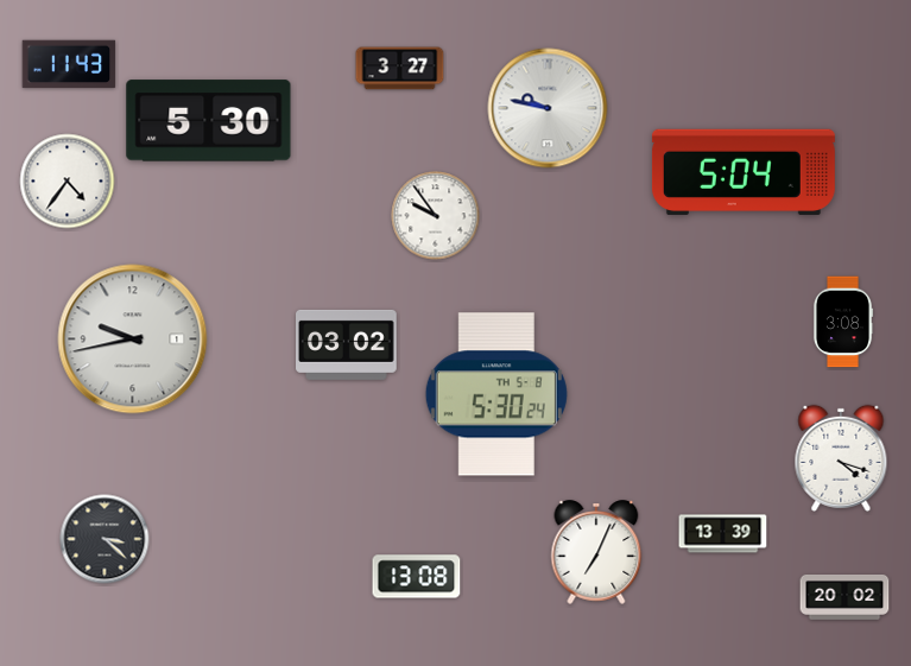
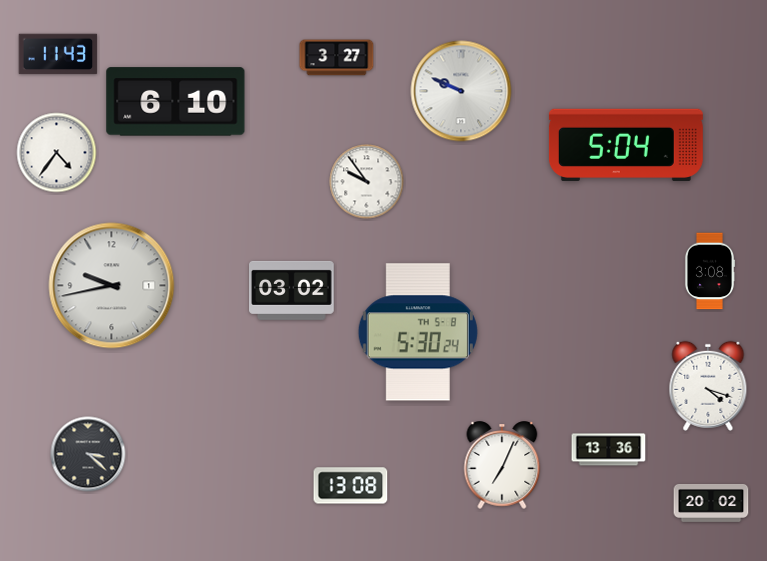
clock at (548, 108): 9:47 -> 9:49
clock at (209, 121): 5:30 -> 6:10
clock at (723, 534): 13:39 -> 13:36
